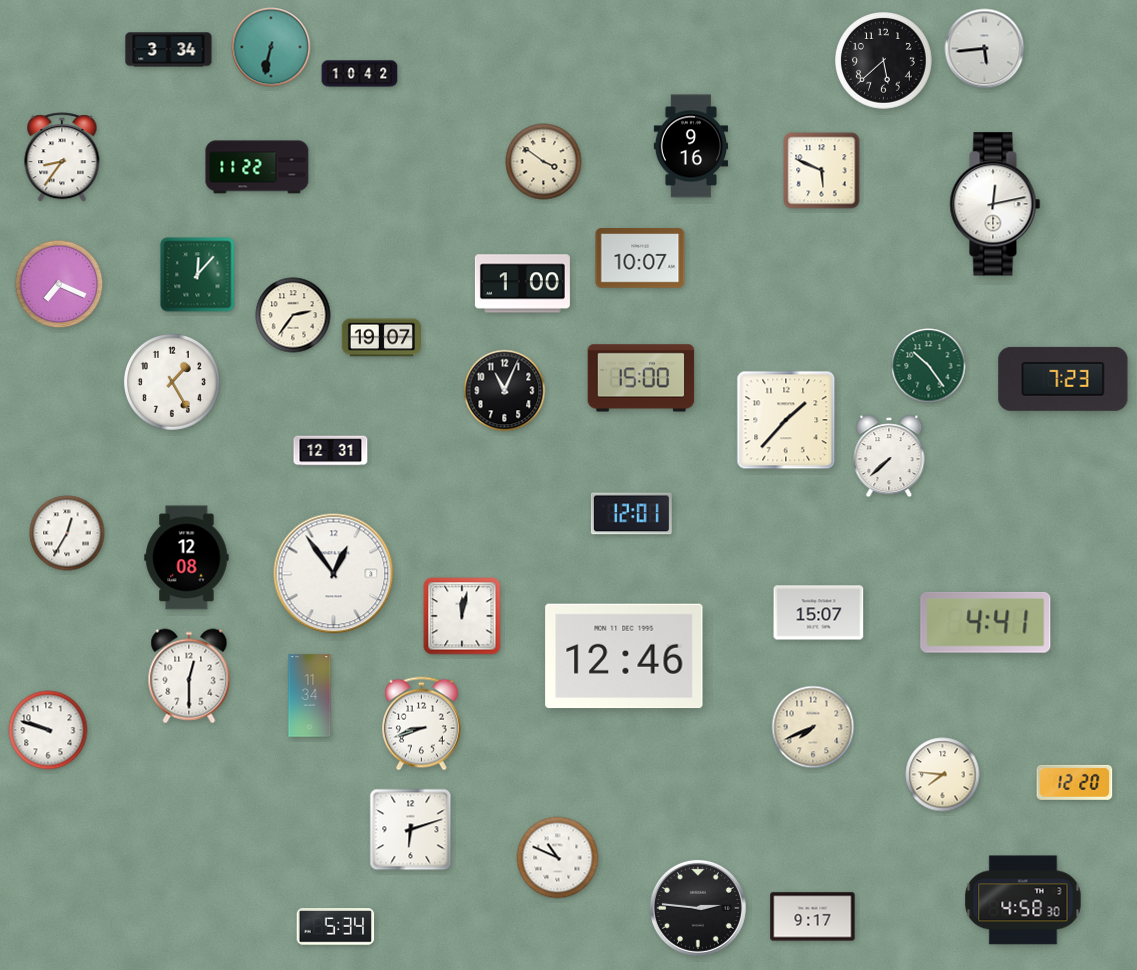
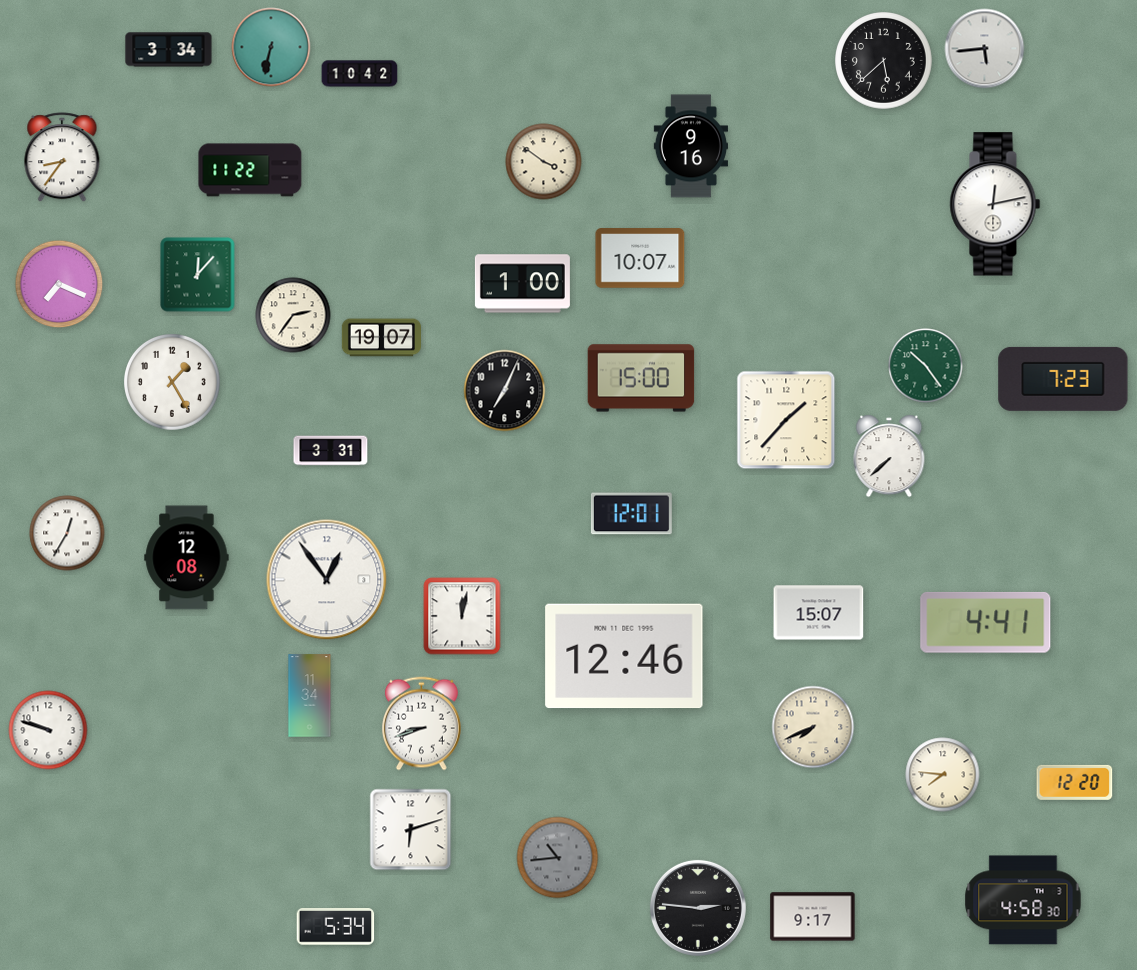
clock at (257, 167) position: (257, 167) -> (250, 170)
clock at (822, 171): 5:49 -> none
clock at (929, 366) position: (929, 366) -> (926, 366)
clock at (505, 391): 11:04 -> 7:04
clock at (331, 451): 12:31 -> 3:31
clock at (334, 574) position: (334, 574) -> (327, 580)
clock at (189, 676): 12:30 -> none
clock at (558, 858): 10:49 -> 10:44
clock at (558, 858) dial: white -> grey
